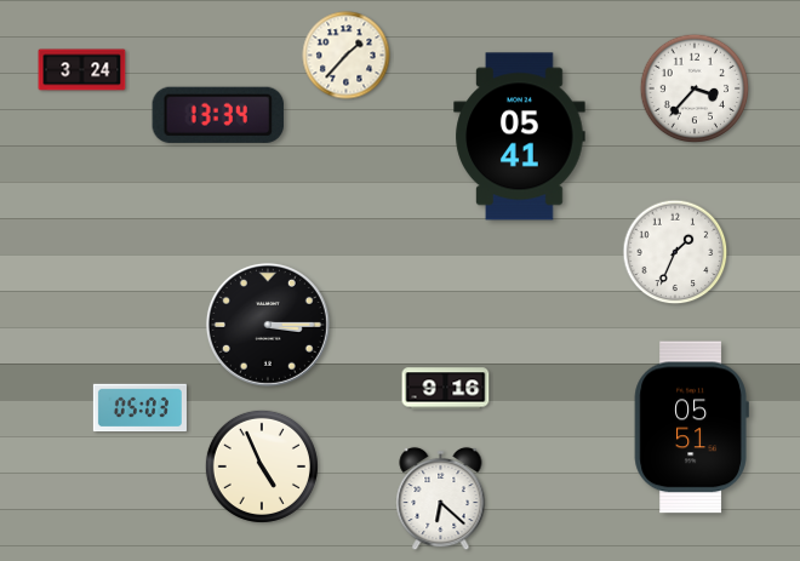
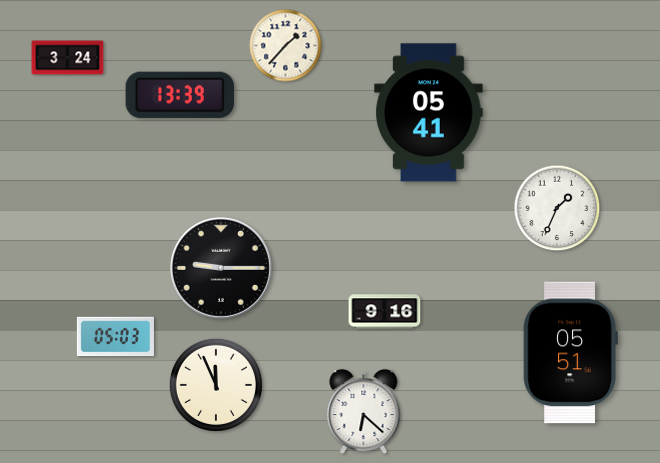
clock at (695, 88): 3:37 -> none
clock at (218, 115): 13:34 -> 13:39
clock at (268, 325): 3:15 -> 9:15
clock at (446, 389) position: (446, 389) -> (385, 312)
clock at (262, 466): 4:56 -> 11:56
